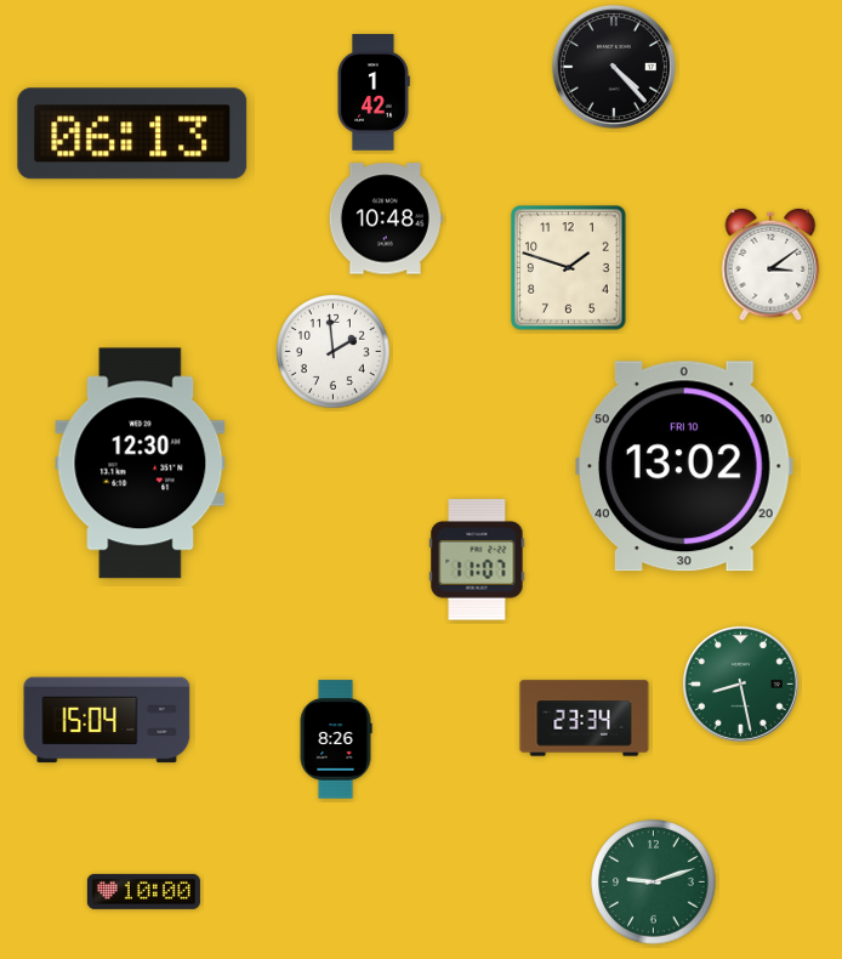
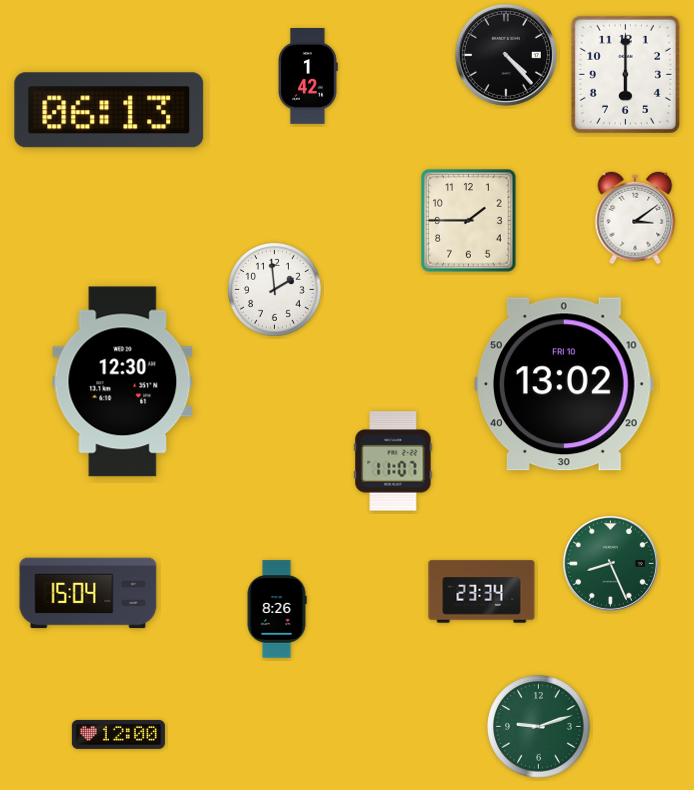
clock at (625, 74): none -> 6:00
clock at (386, 219): 10:48 -> none
clock at (569, 268): 1:48 -> 1:45
clock at (141, 464) position: (141, 464) -> (123, 382)
clock at (740, 683): 8:28 -> 8:26
clock at (143, 891): 10:00 -> 12:00
